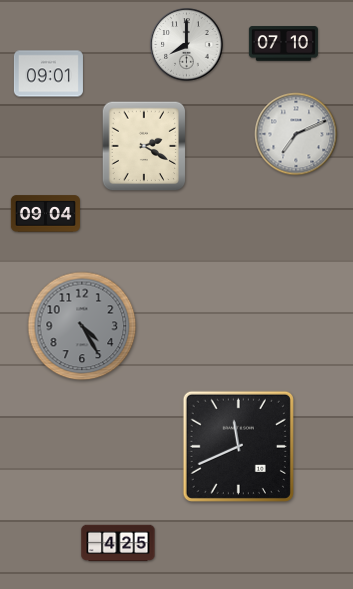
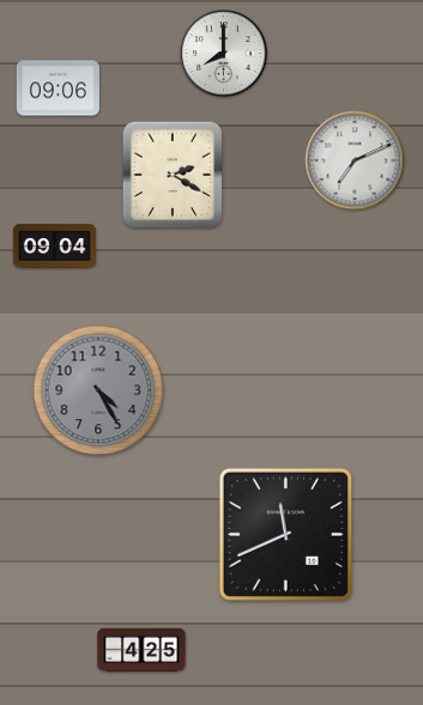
clock at (283, 44): 07:10 -> none
clock at (48, 74): 09:01 -> 09:06
clock at (45, 214) position: (45, 214) -> (54, 247)
